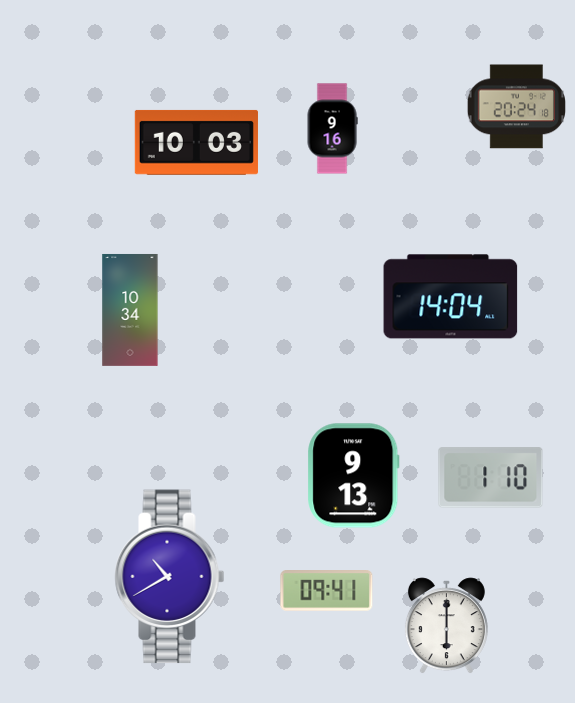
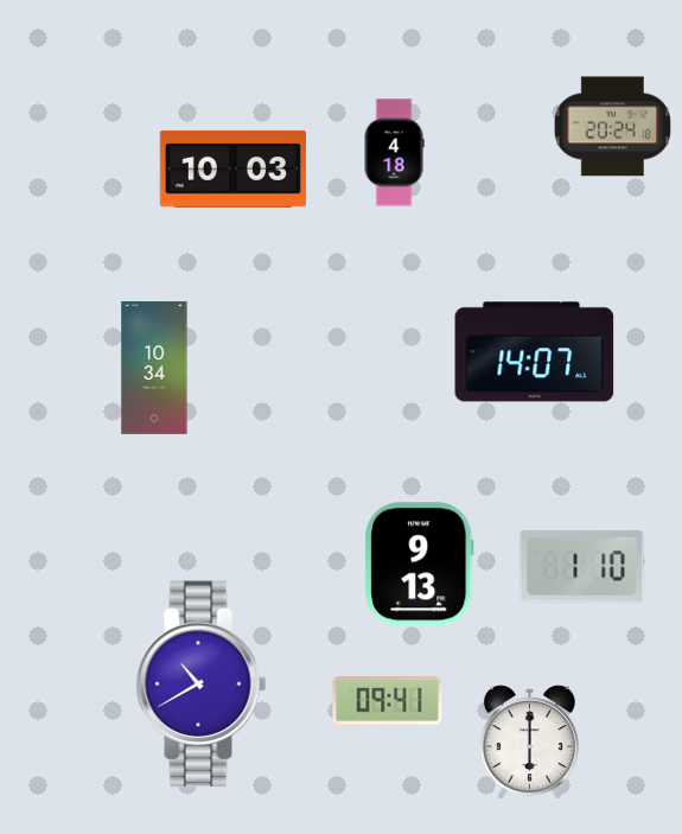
clock at (332, 129): 9:16 -> 4:18
clock at (451, 297): 14:04 -> 14:07
